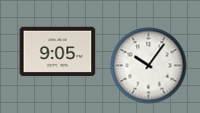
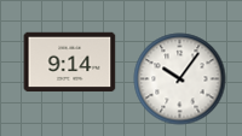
clock at (58, 52): 9:05 -> 9:14
